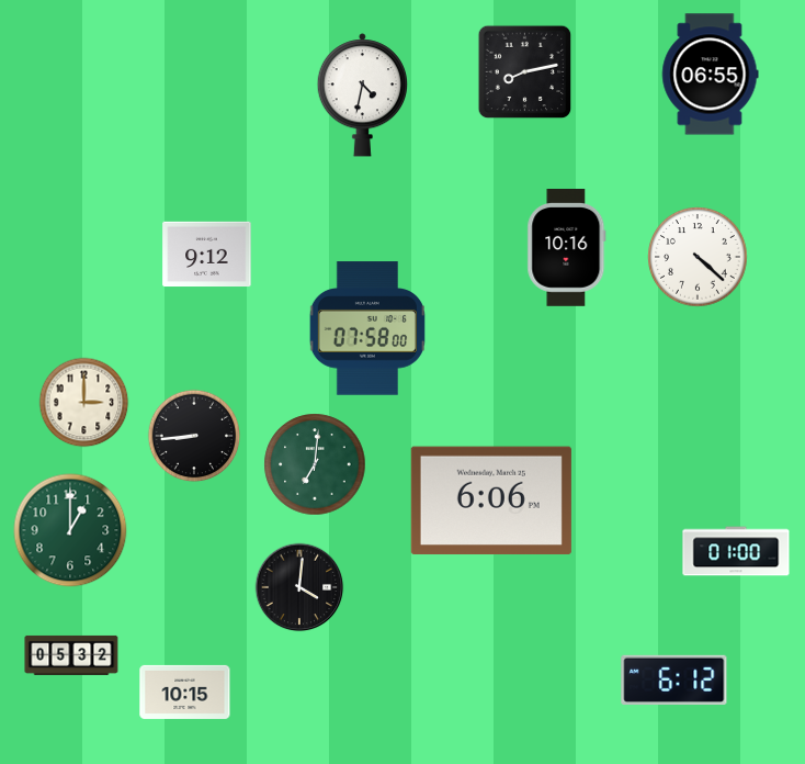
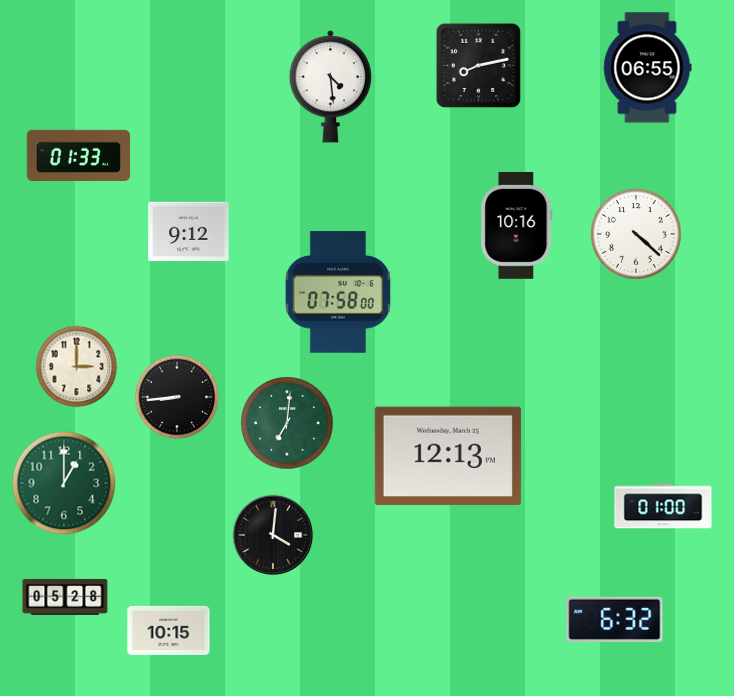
clock at (363, 95): 4:32 -> 4:29
clock at (79, 156): none -> 01:33
clock at (366, 328) position: (366, 328) -> (337, 292)
clock at (491, 501): 6:06 -> 12:13
clock at (736, 551) position: (736, 551) -> (663, 506)
clock at (71, 655): 05:32 -> 05:28
clock at (674, 679): 6:12 -> 6:32
